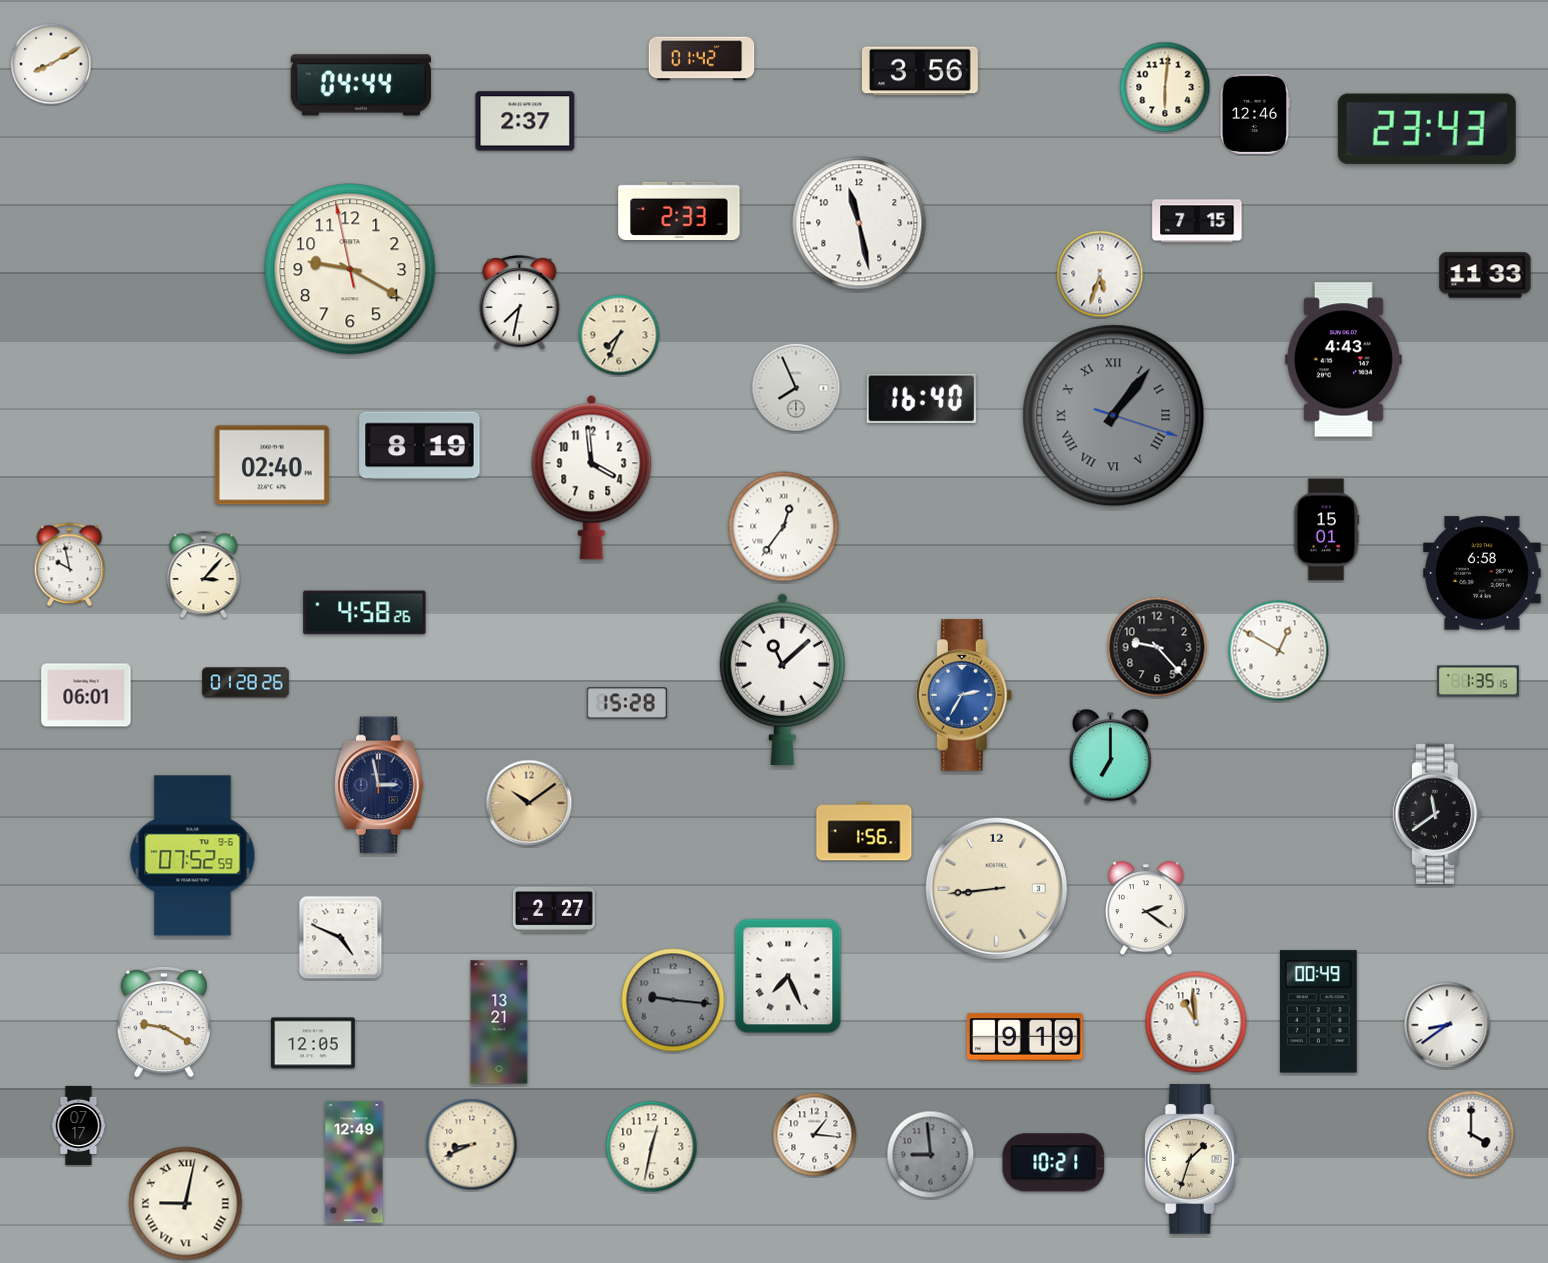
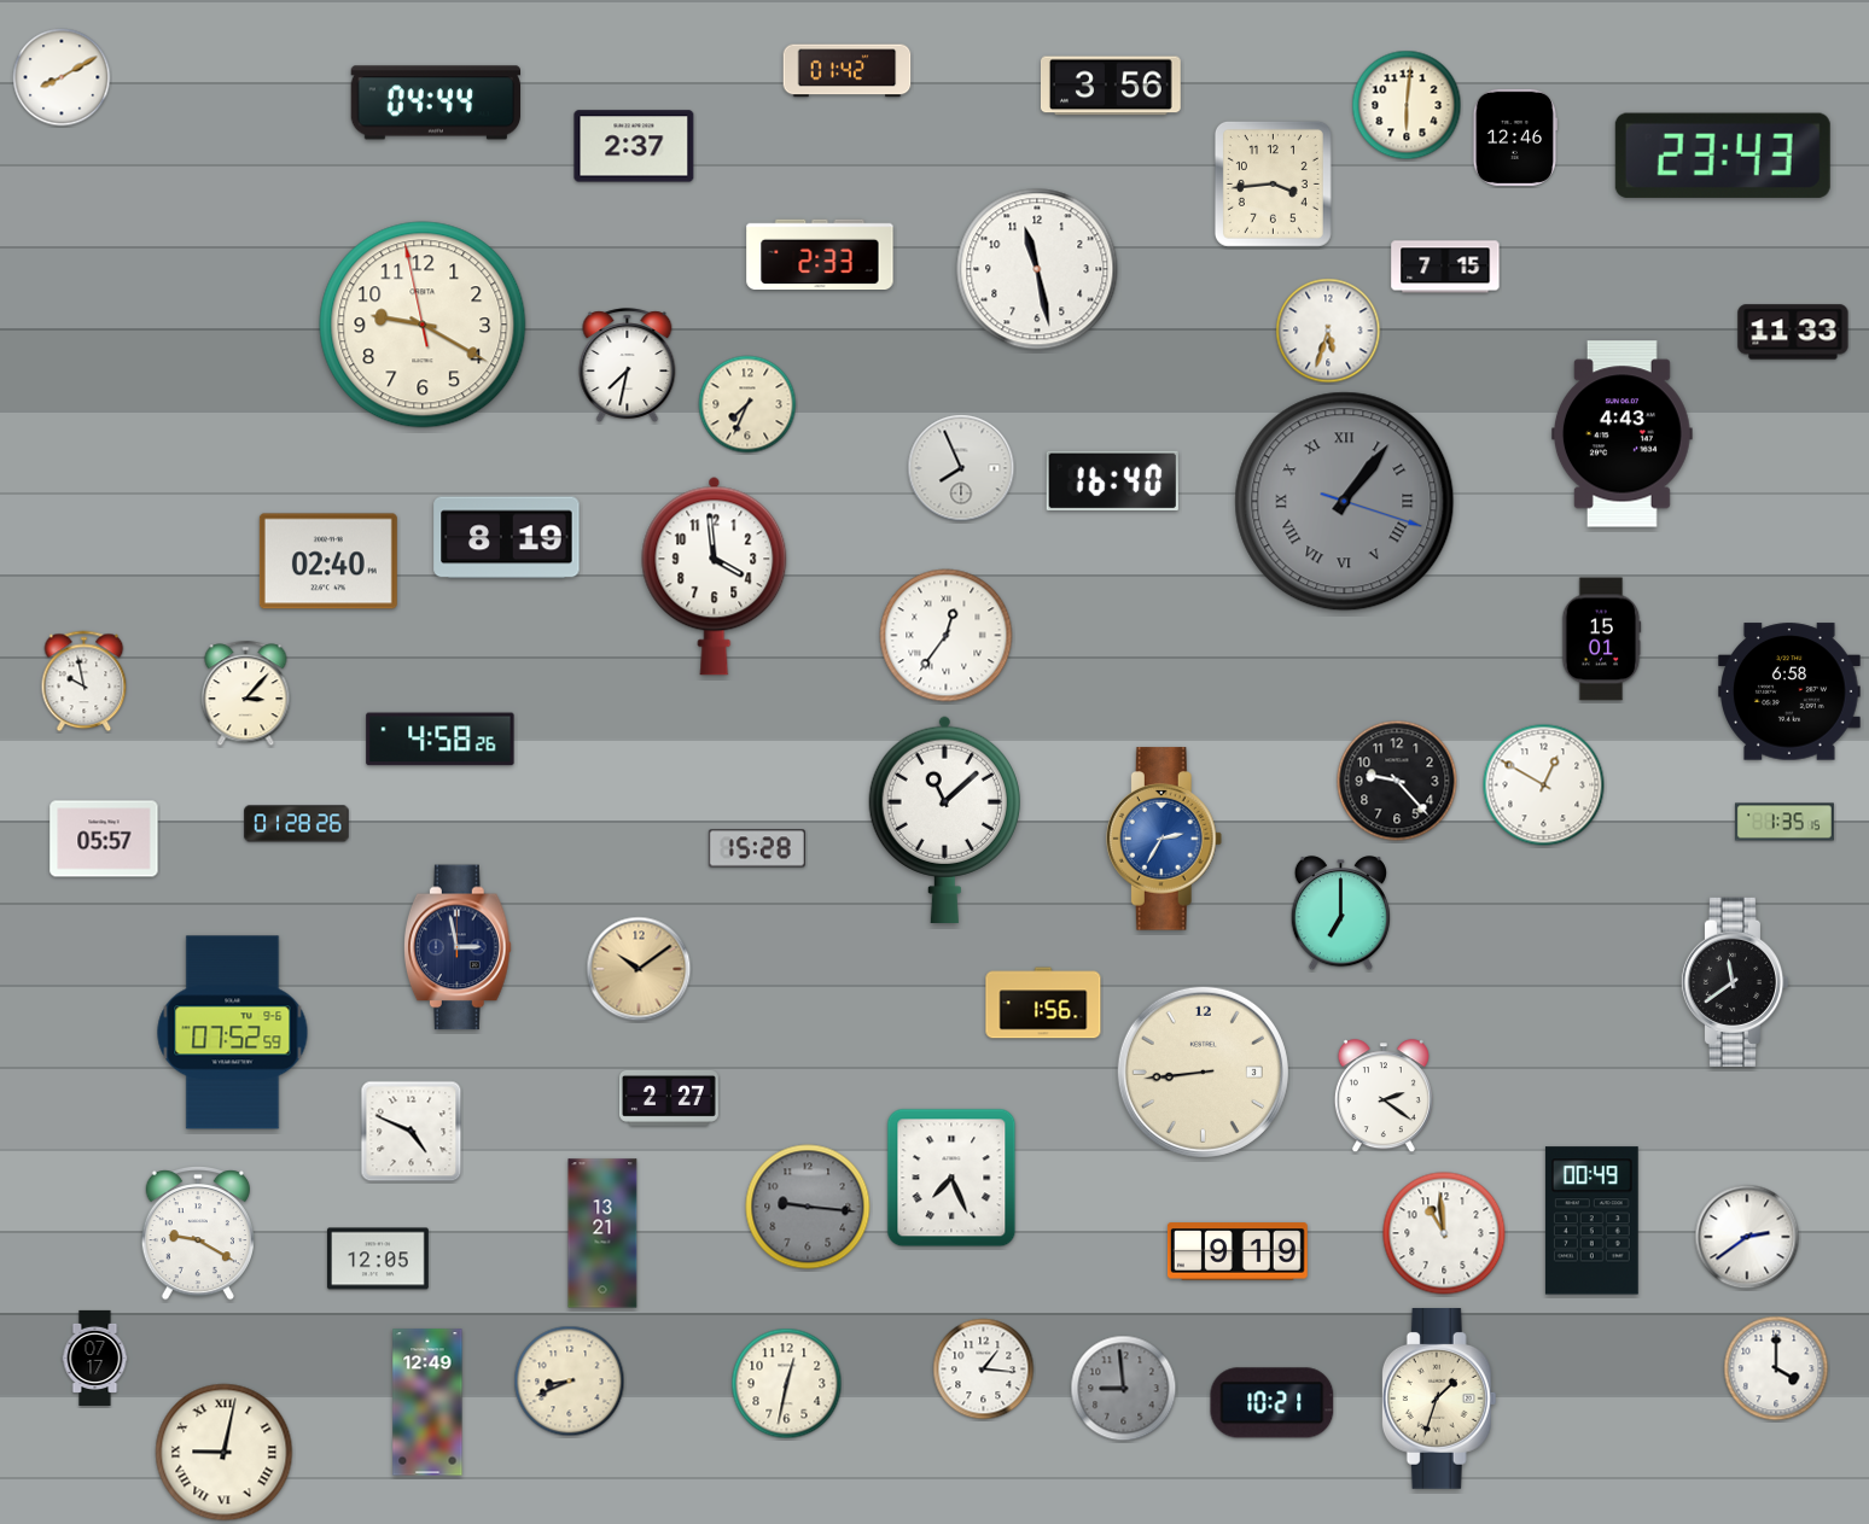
clock at (1273, 183): none -> 3:44
clock at (86, 695): 06:01 -> 05:57
clock at (673, 1000) position: (673, 1000) -> (808, 1207)
clock at (1447, 1025): 8:39 -> 2:39
clock at (931, 1155) position: (931, 1155) -> (1124, 1389)
